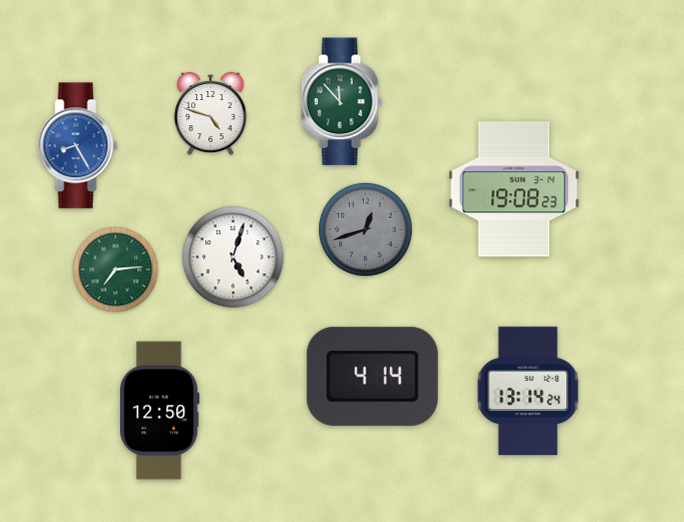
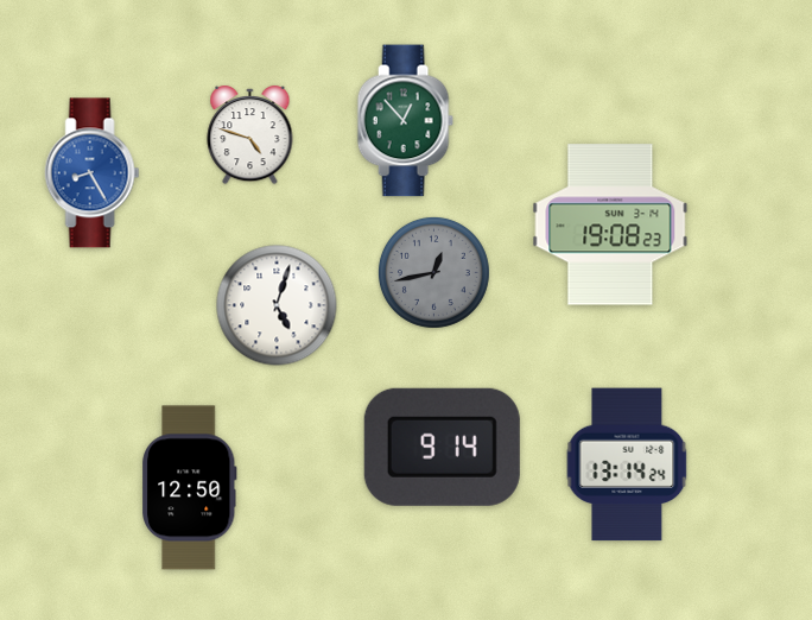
clock at (341, 102): 11:53 -> 12:53
clock at (365, 229): 12:42 -> 12:43
clock at (116, 270): 7:14 -> none
clock at (372, 376): 4:14 -> 9:14
